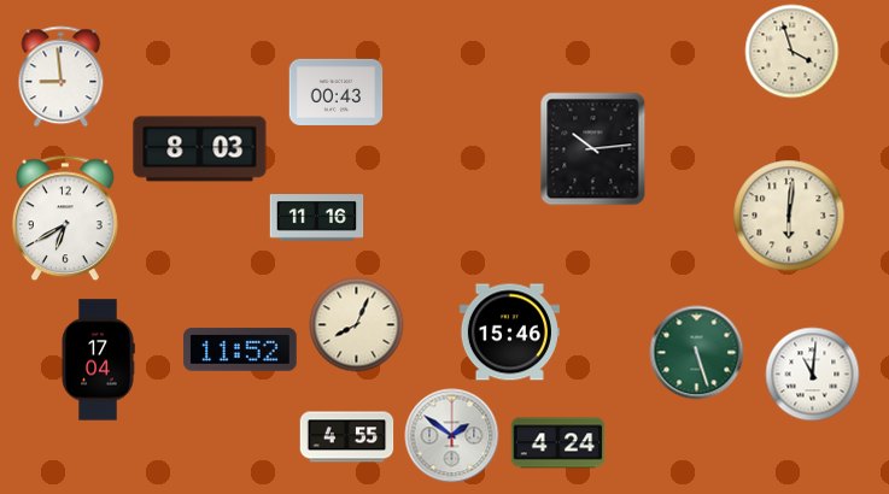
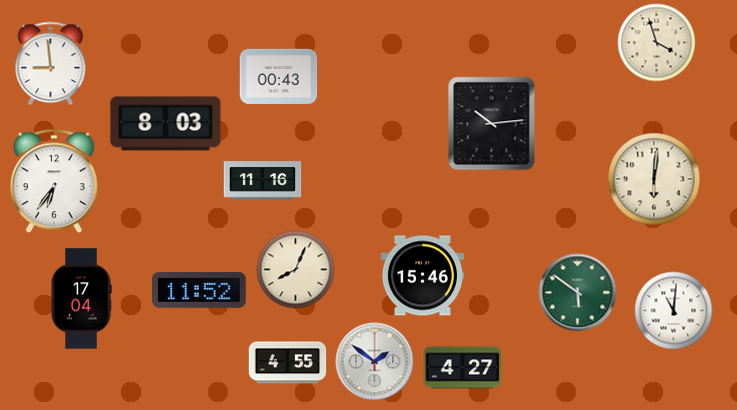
clock at (66, 218): 6:40 -> 6:36
clock at (696, 352): 5:27 -> 5:51
clock at (557, 443): 4:24 -> 4:27
